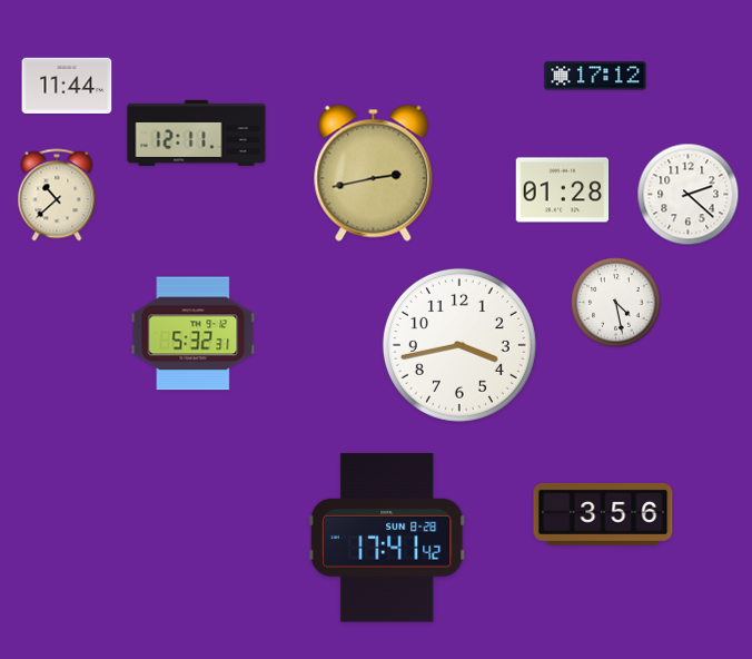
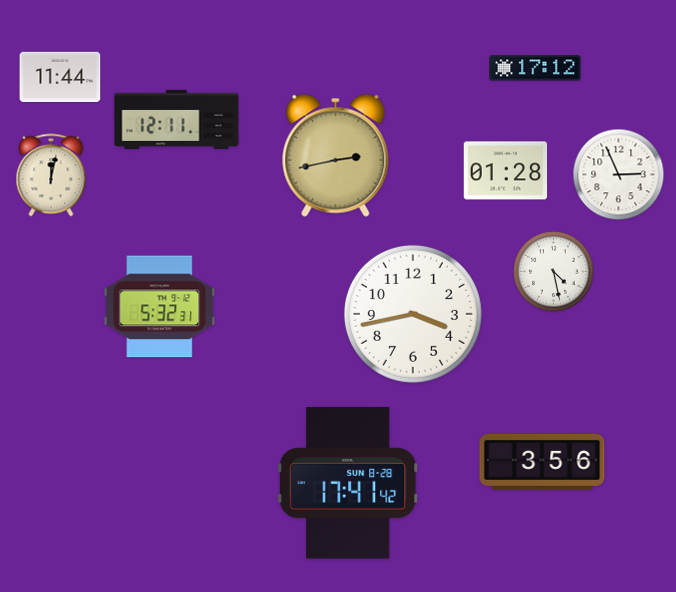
clock at (57, 195): 10:38 -> 12:02
clock at (689, 195): 2:22 -> 2:56
clock at (194, 334) position: (194, 334) -> (160, 307)
clock at (459, 345) position: (459, 345) -> (413, 314)
